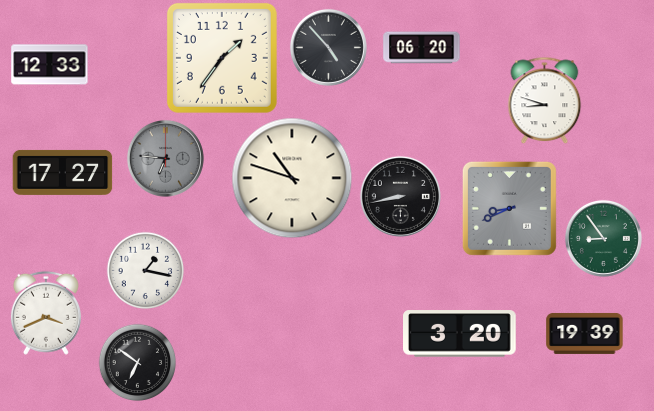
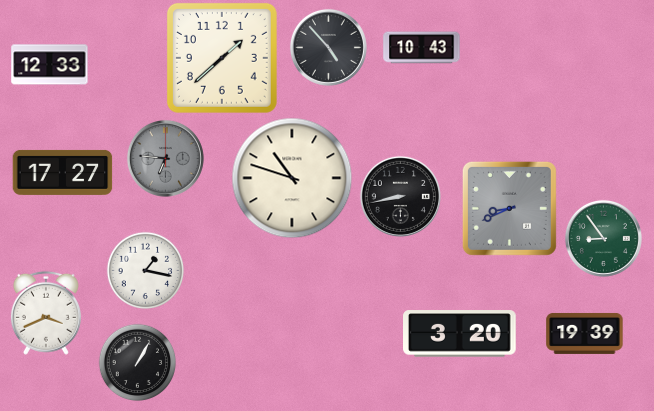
clock at (422, 48): 06:20 -> 10:43
clock at (222, 58): 1:36 -> 1:38
clock at (545, 100): 8:48 -> none
clock at (137, 362): 6:51 -> 1:05
